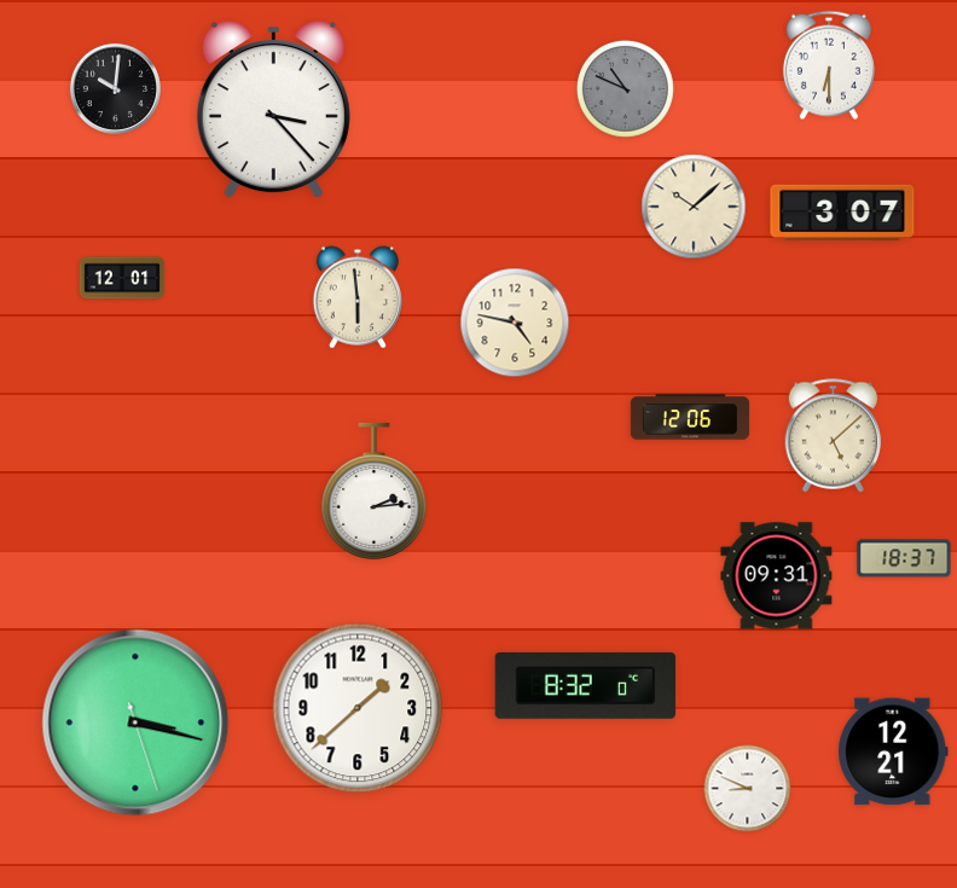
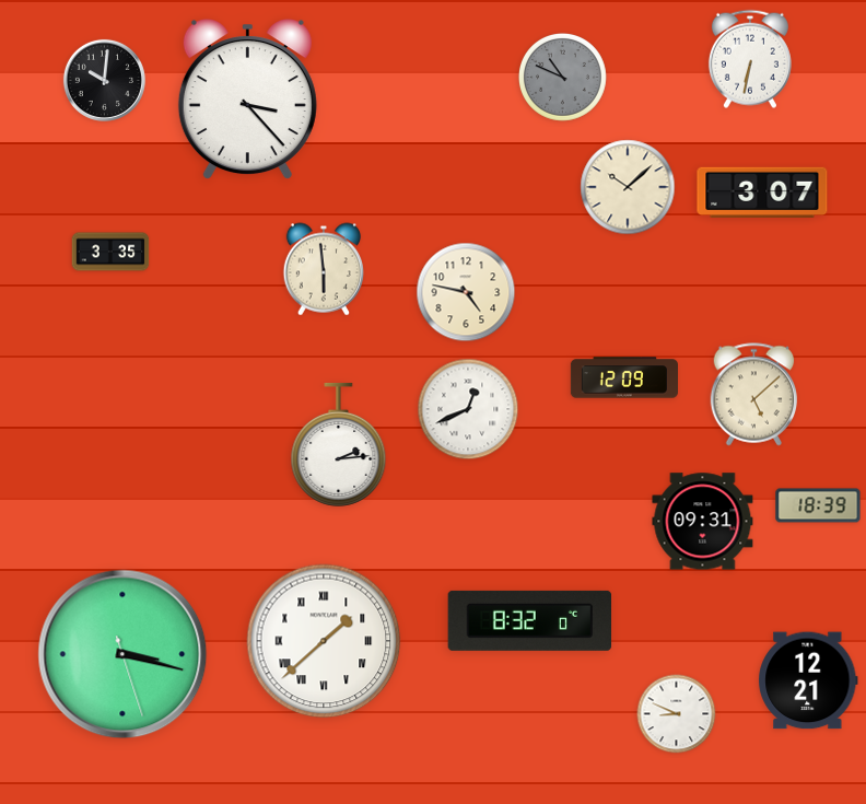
clock at (829, 65): 6:30 -> 6:32
clock at (625, 88) position: (625, 88) -> (562, 77)
clock at (122, 278): 12:01 -> 3:35
clock at (689, 417): 12:06 -> 12:09
clock at (468, 409): none -> 12:41
clock at (904, 558): 18:37 -> 18:39
clock at (358, 708) numerals: Arabic -> Roman
